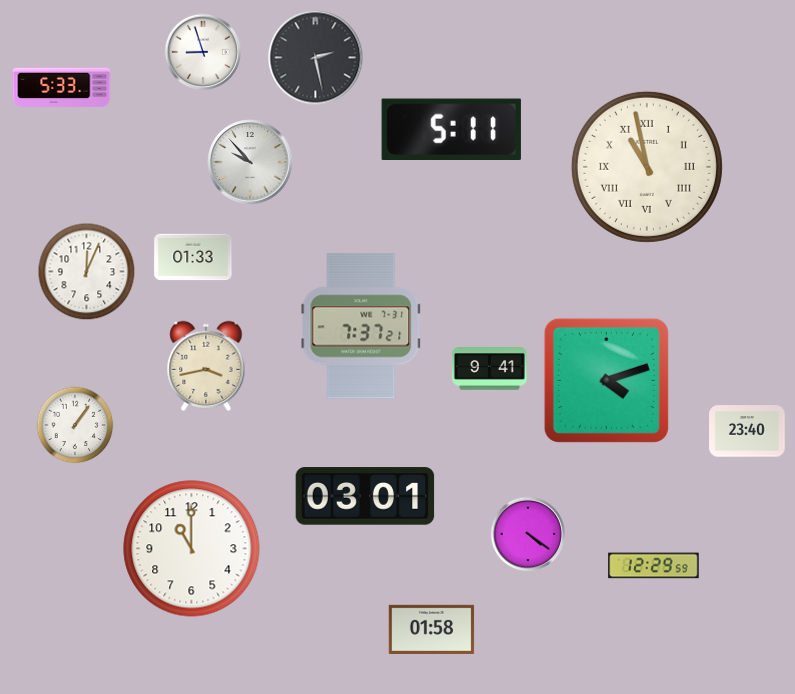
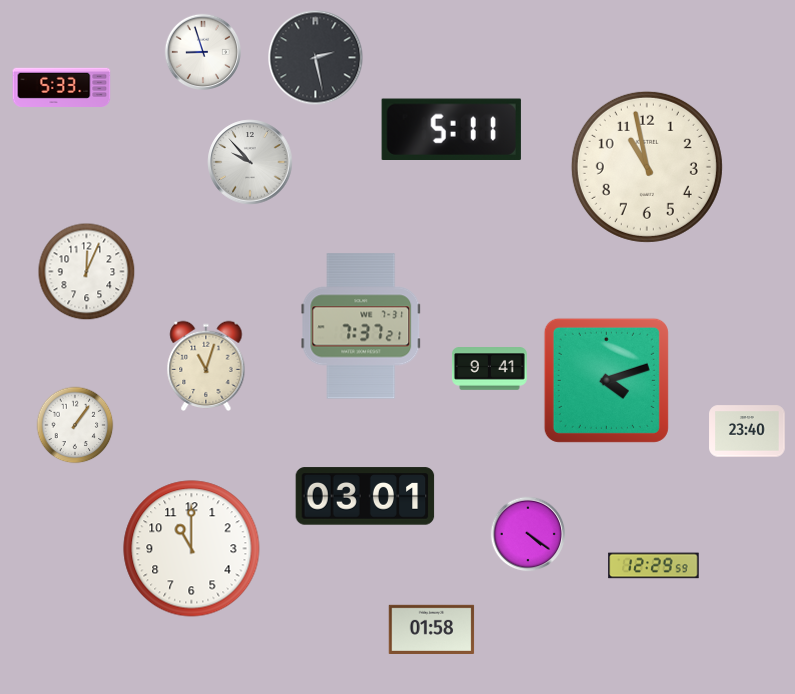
clock at (647, 167) numerals: Roman -> Arabic
clock at (193, 257): 01:33 -> none
clock at (206, 366): 3:43 -> 11:03
